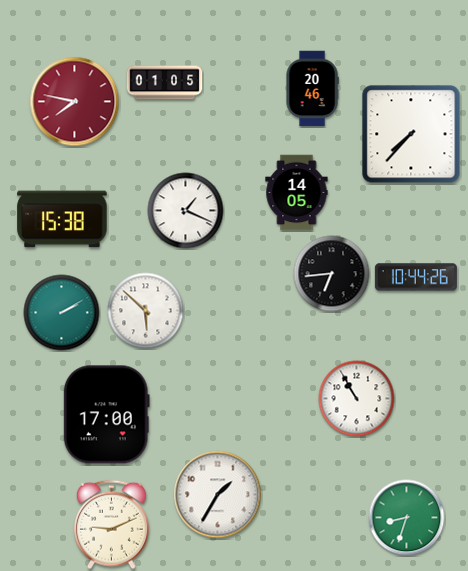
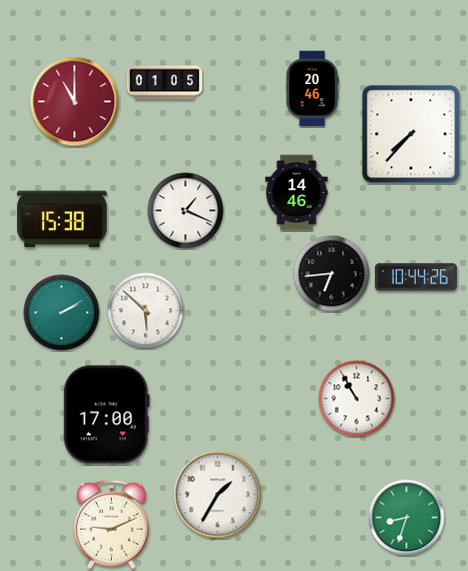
clock at (75, 102): 7:47 -> 11:00
clock at (297, 193): 14:05 -> 14:46
